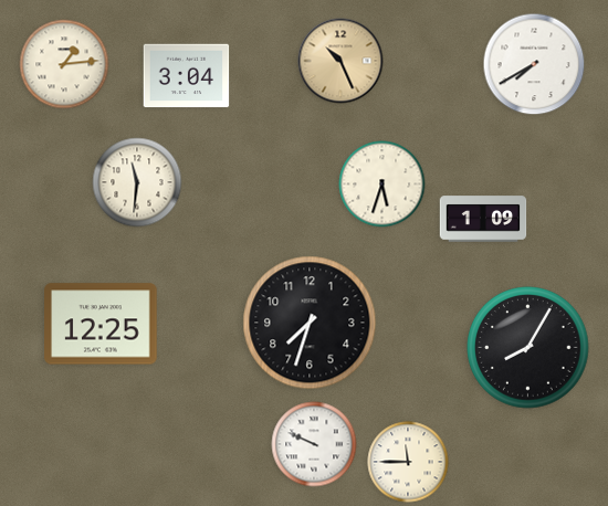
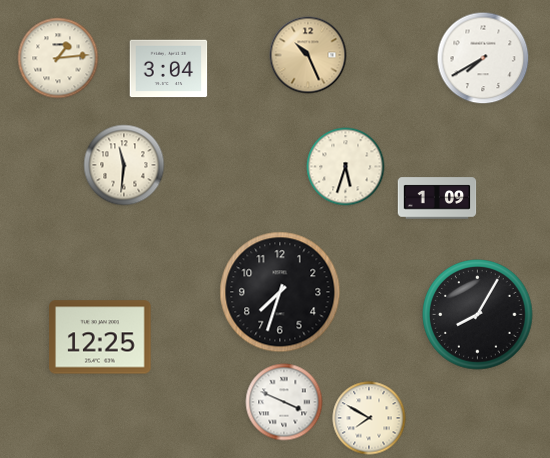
clock at (101, 324) position: (101, 324) -> (100, 337)
clock at (314, 444): 9:49 -> 3:49
clock at (408, 462): 11:45 -> 7:50
